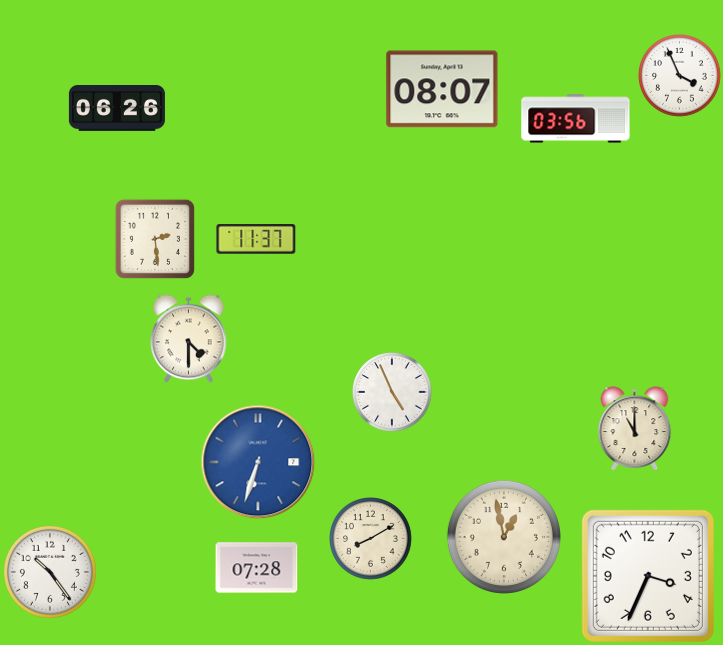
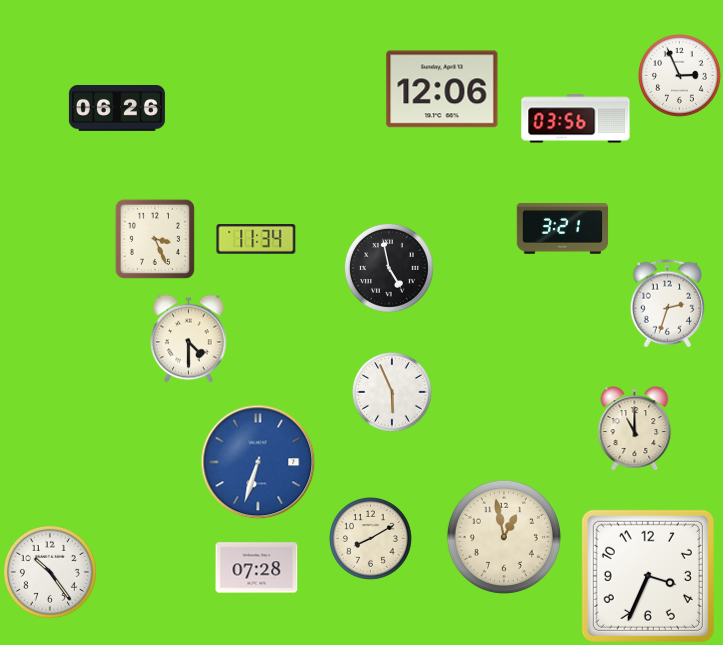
clock at (680, 76): 3:56 -> 2:56
clock at (442, 89): 08:07 -> 12:06
clock at (563, 229): none -> 3:21
clock at (155, 239): 2:29 -> 3:26
clock at (256, 240): 11:37 -> 11:34
clock at (389, 268): none -> 4:58
clock at (668, 304): none -> 2:33
clock at (393, 393): 4:56 -> 5:56
